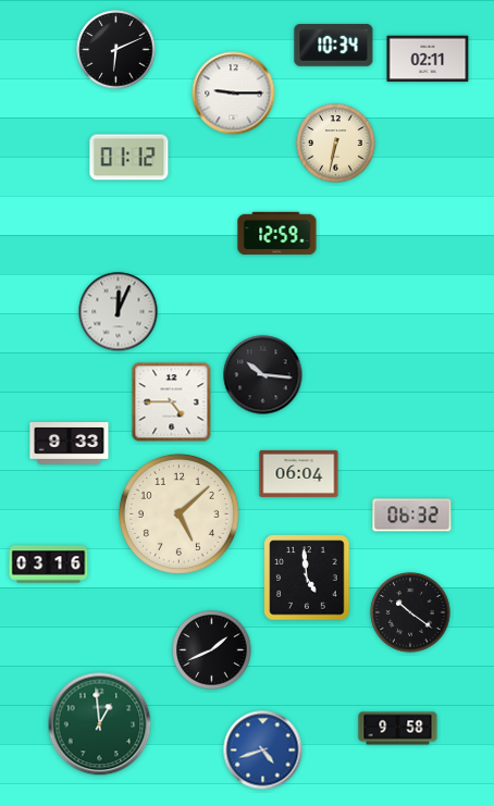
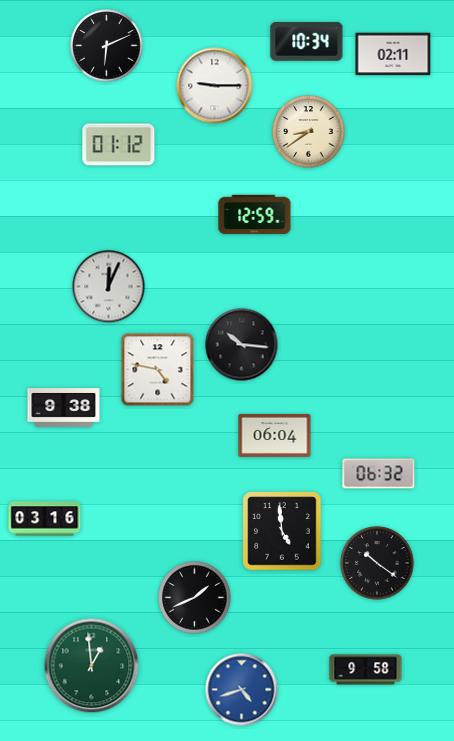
clock at (336, 144): 6:32 -> 8:39
clock at (172, 402): 4:45 -> 4:47
clock at (70, 444): 9:33 -> 9:38
clock at (178, 513): 5:08 -> none
